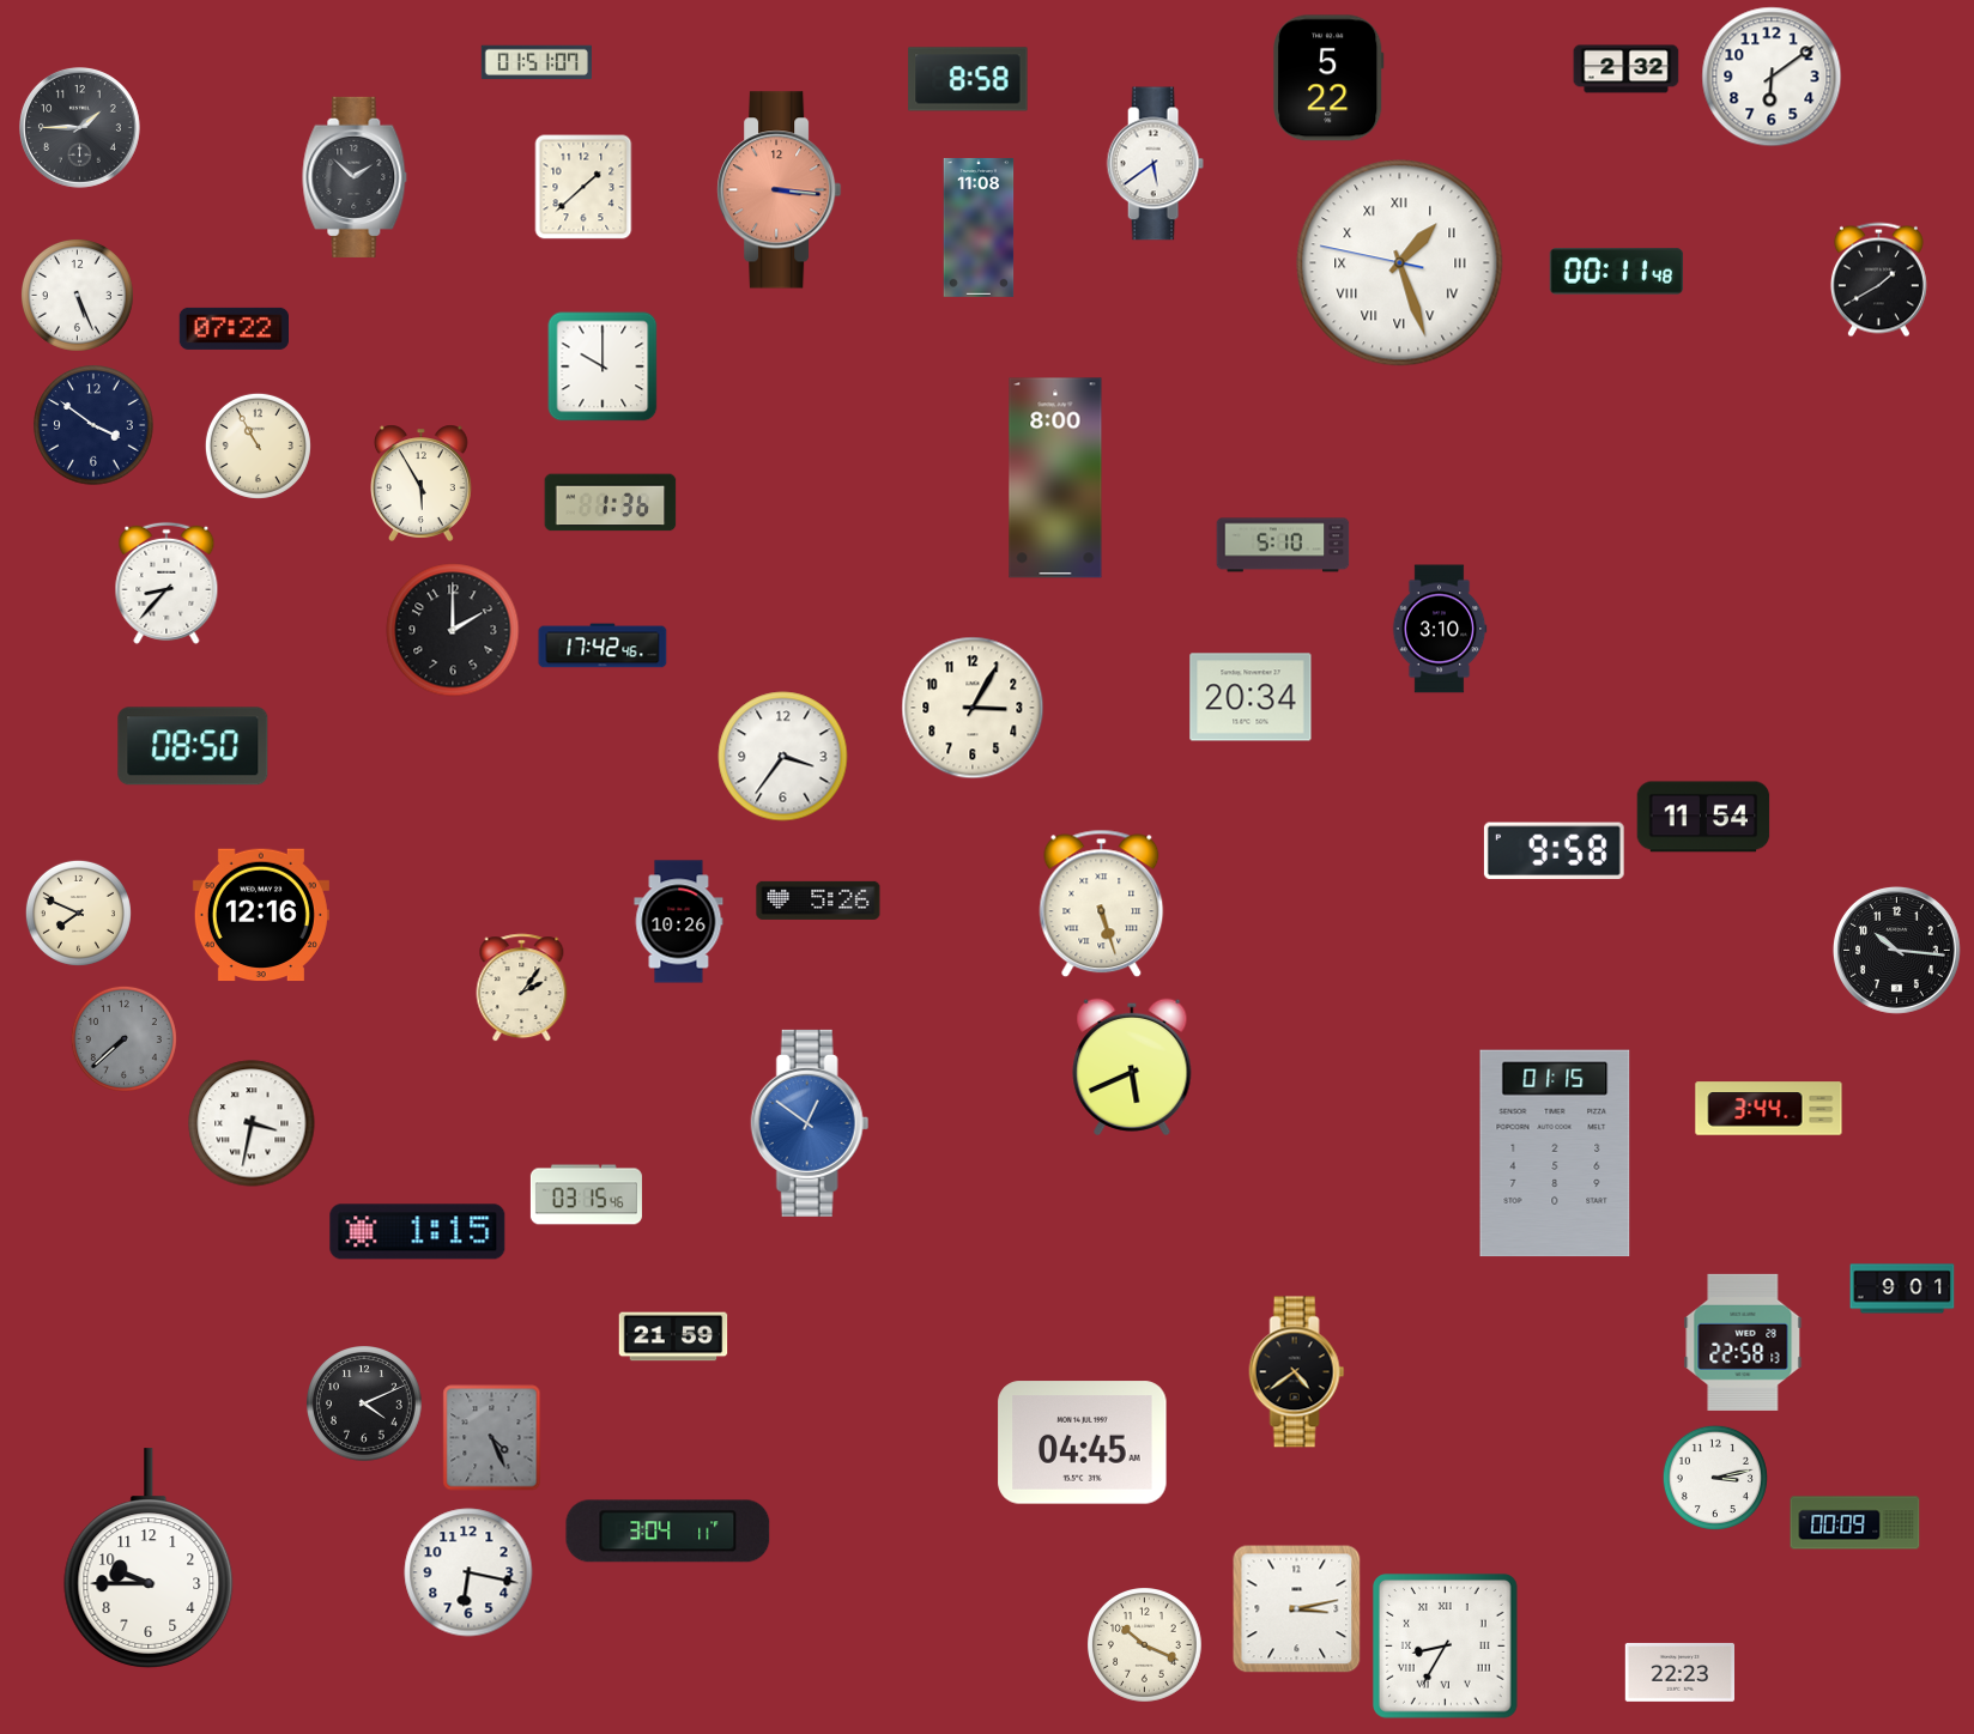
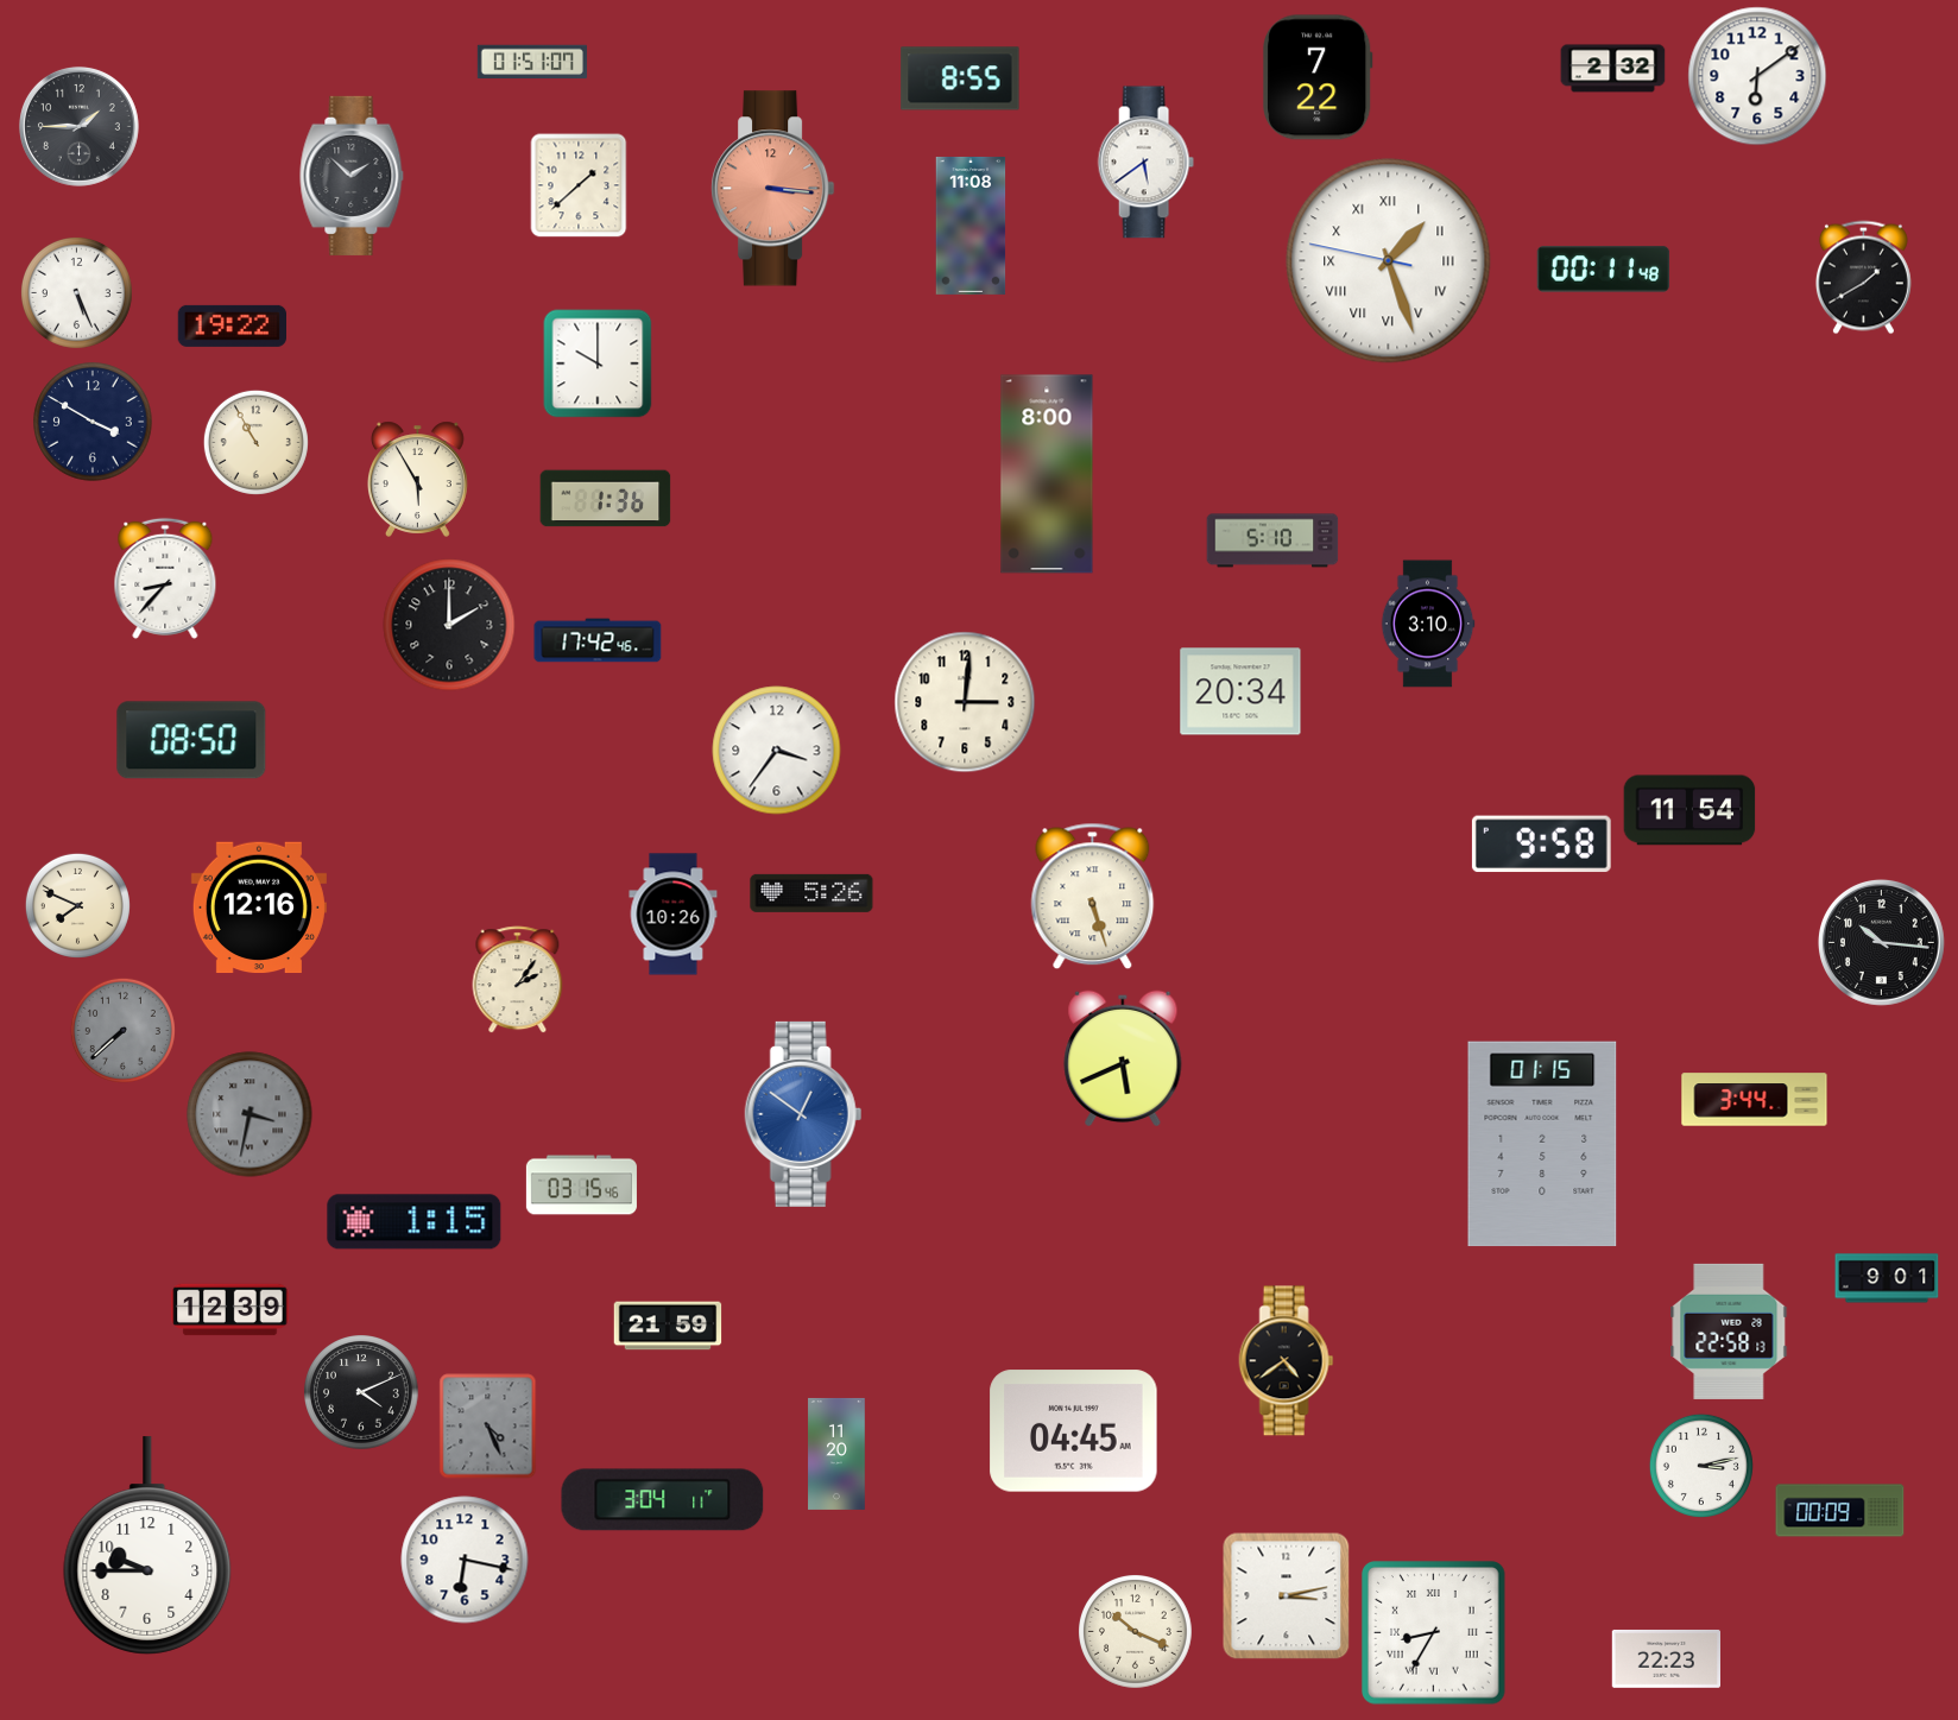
clock at (1328, 78): 5:22 -> 7:22
clock at (968, 79): 8:58 -> 8:55
clock at (234, 328): 07:22 -> 19:22
clock at (93, 425): 3:51 -> 3:50
clock at (973, 708): 3:05 -> 3:01
clock at (252, 1123) dial: white -> grey
clock at (230, 1310): none -> 12:39
clock at (836, 1454): none -> 11:20
clock at (668, 1532) position: (668, 1532) -> (663, 1500)
